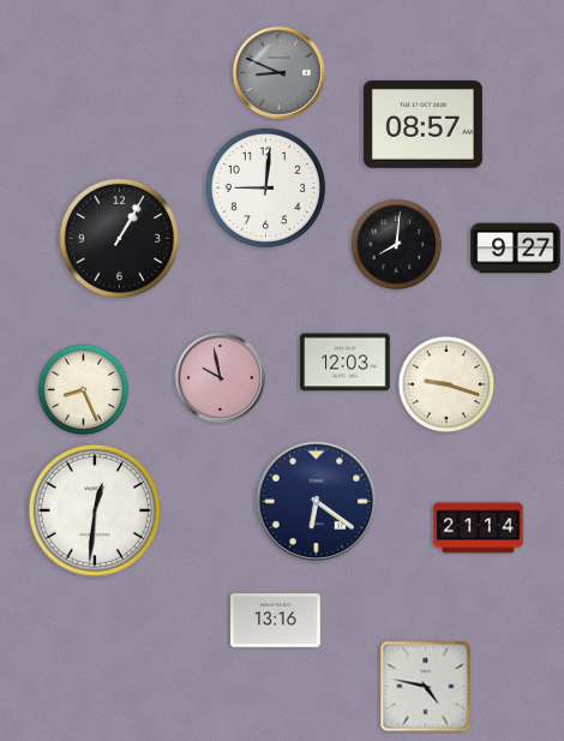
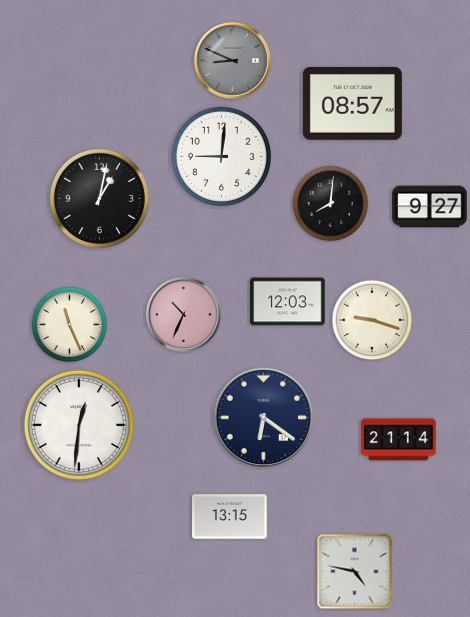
clock at (119, 238): 1:05 -> 1:02
clock at (220, 377): 9:58 -> 10:34
clock at (84, 390): 8:26 -> 11:26
clock at (276, 621): 13:16 -> 13:15
